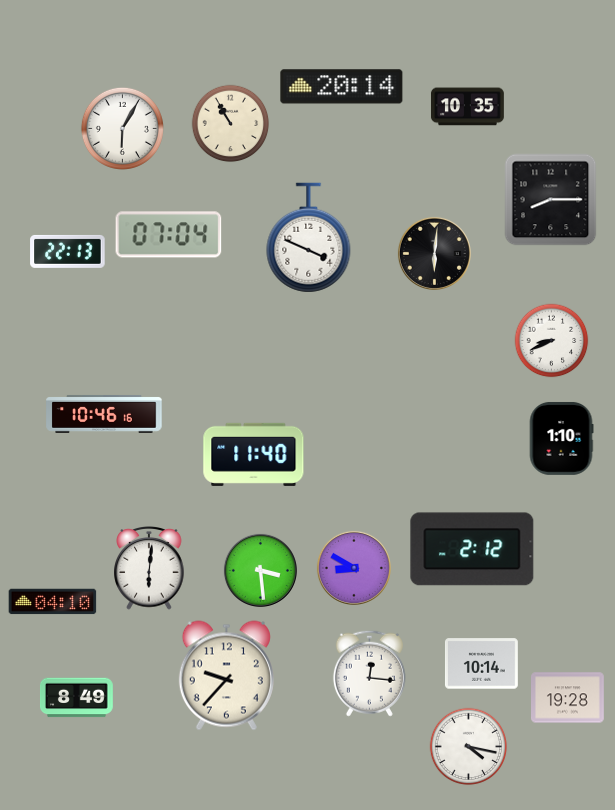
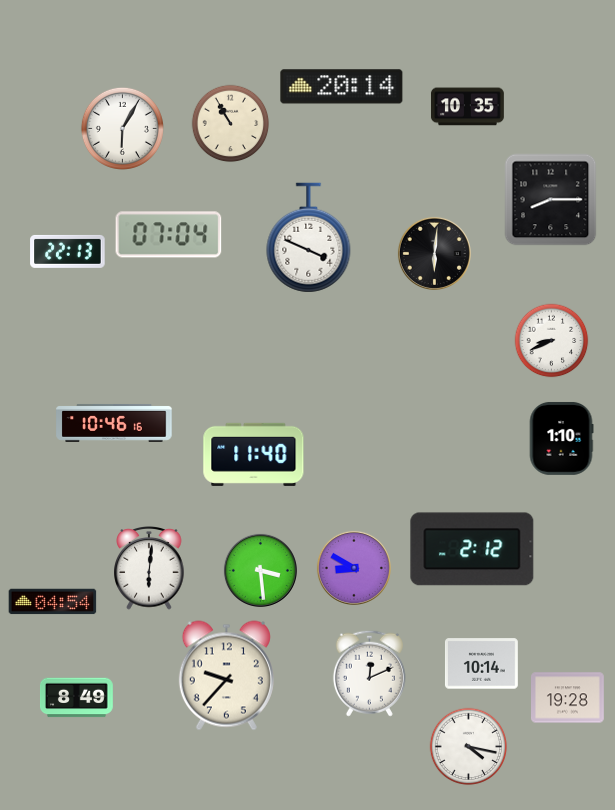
clock at (104, 414) position: (104, 414) -> (114, 423)
clock at (53, 602): 04:10 -> 04:54
clock at (369, 673): 12:16 -> 12:11
